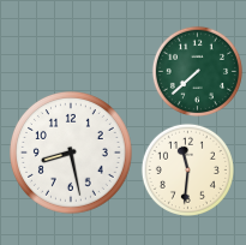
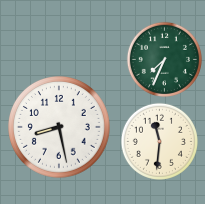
clock at (197, 71): 7:38 -> 7:34
clock at (187, 169) position: (187, 169) -> (159, 141)
